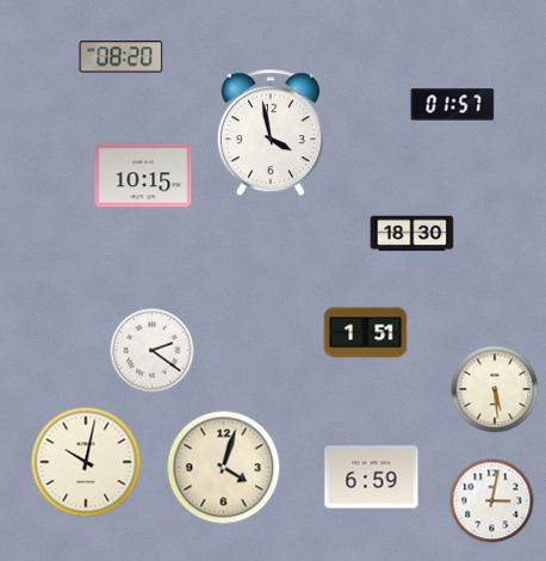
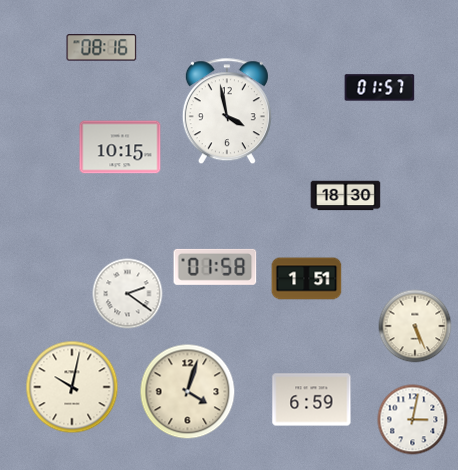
clock at (122, 57): 08:20 -> 08:16
clock at (215, 267): none -> 01:58
clock at (495, 389): 5:29 -> 5:26
